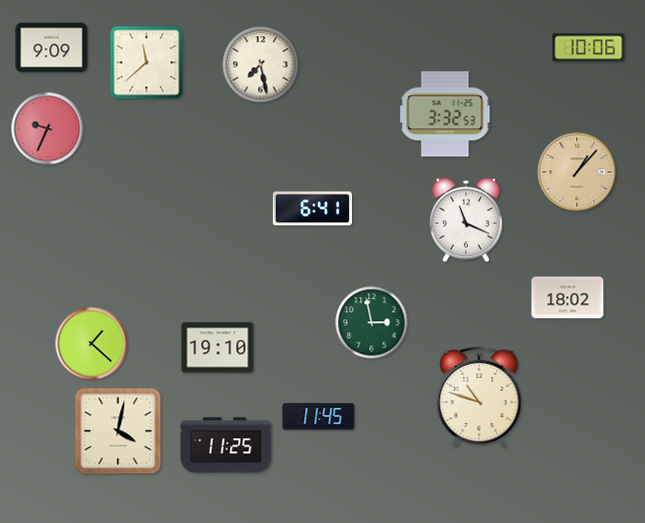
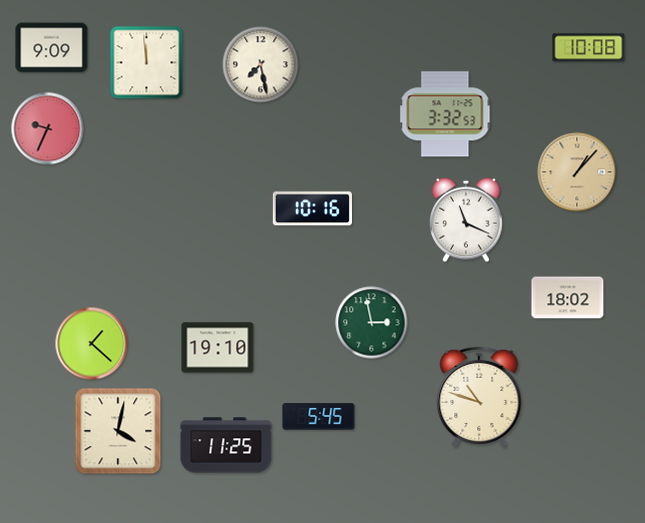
clock at (589, 48): 10:06 -> 10:08
clock at (147, 63): 11:38 -> 11:59
clock at (312, 209): 6:41 -> 10:16
clock at (319, 417): 11:45 -> 5:45
